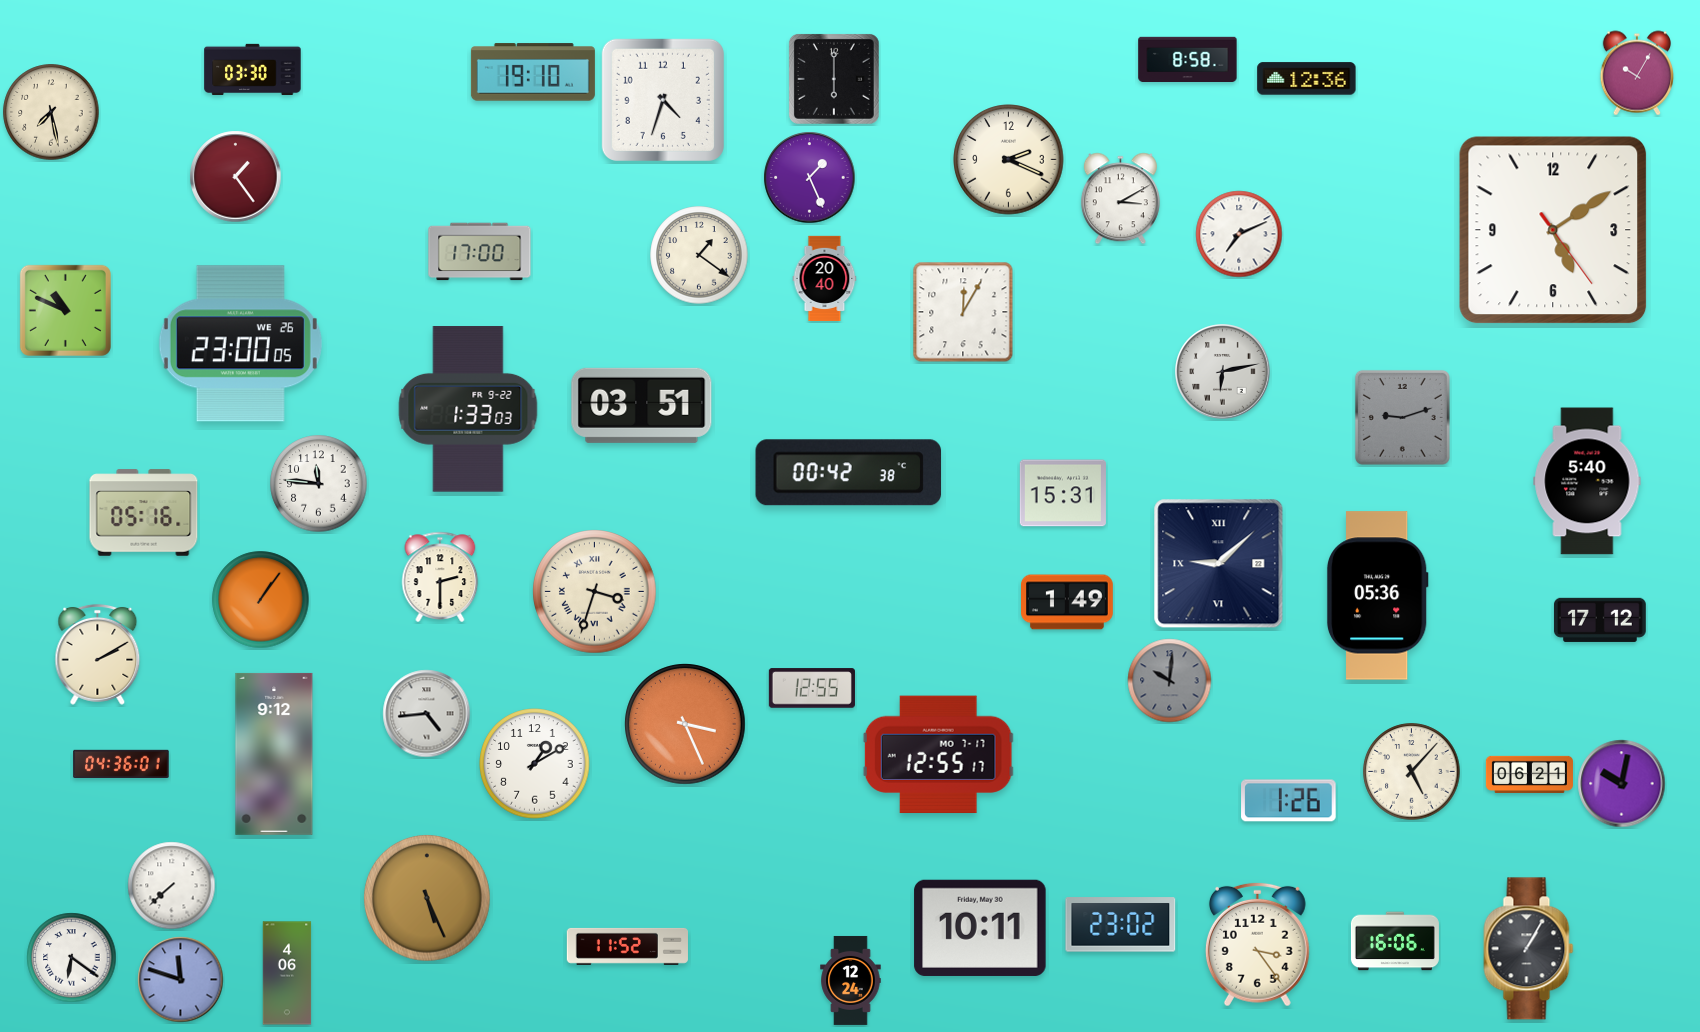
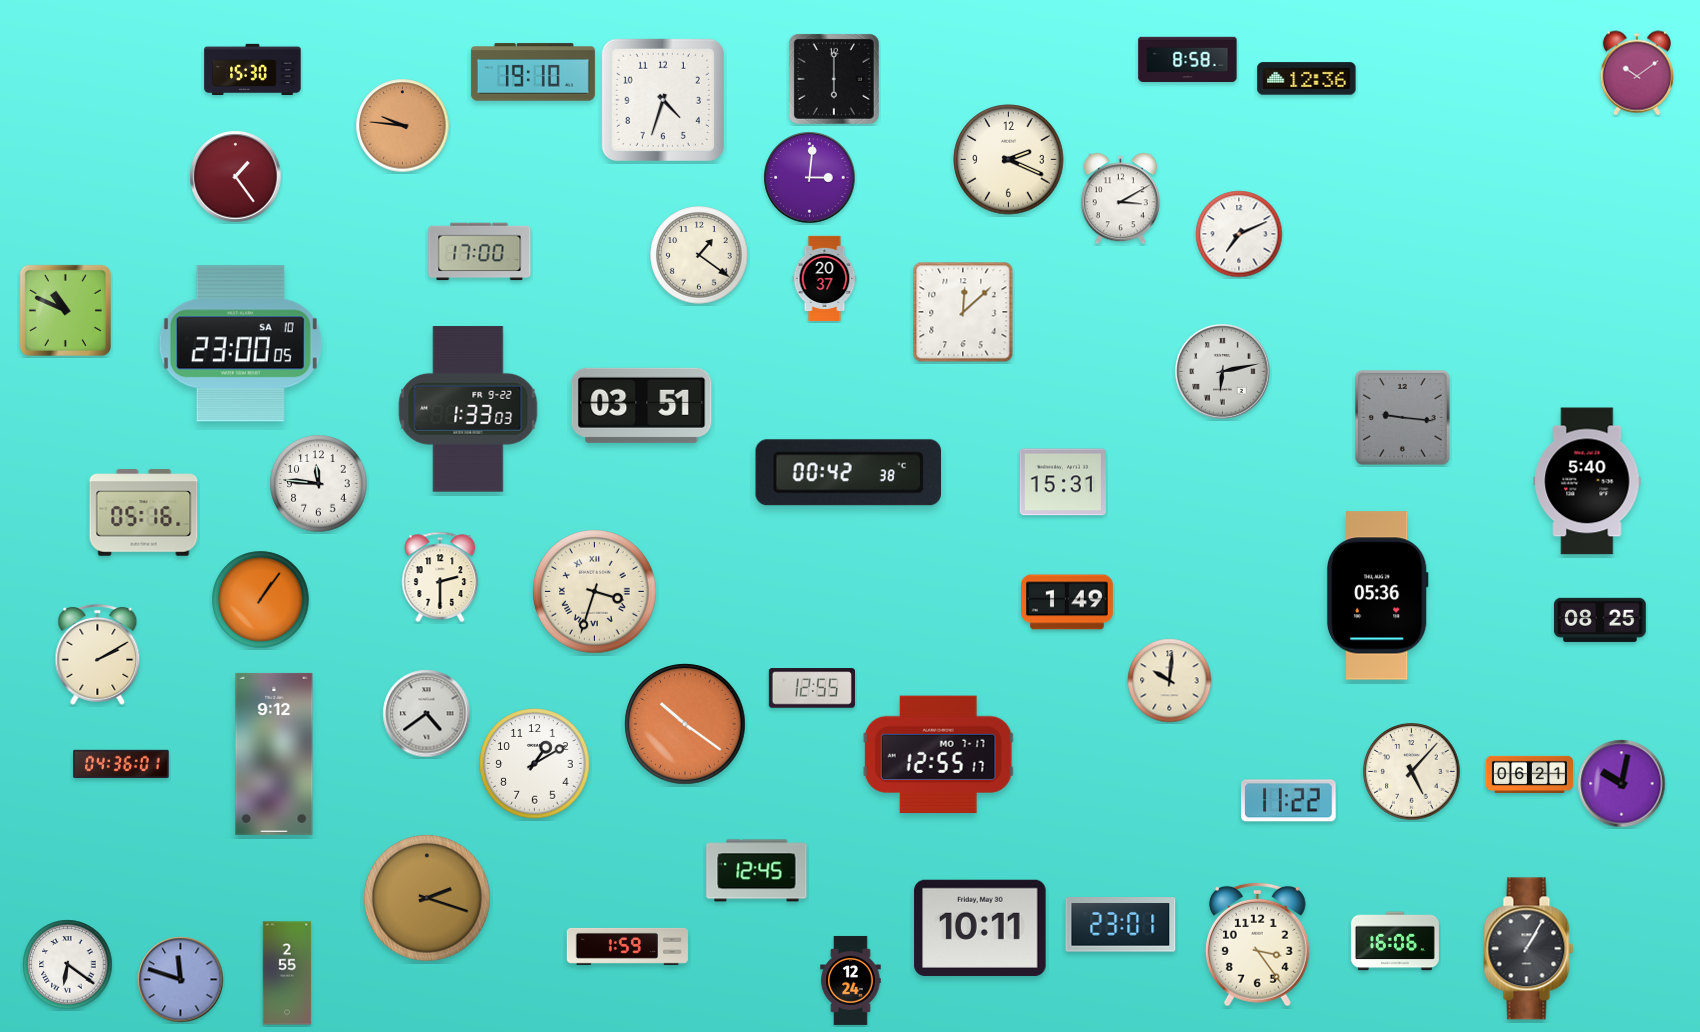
clock at (253, 69): 03:30 -> 15:30
clock at (1636, 73): 10:05 -> 10:09
clock at (51, 112): 7:28 -> none
clock at (403, 126): none -> 9:46
clock at (810, 178): 1:26 -> 3:01
clock at (1553, 230): 5:09 -> none
clock at (825, 278): 20:40 -> 20:37
clock at (963, 312): 12:05 -> 12:08
clock at (240, 344) date: WE 26 -> SA 10
clock at (1402, 417): 9:12 -> 9:16
clock at (1063, 493) position: (1063, 493) -> (1063, 482)
clock at (1219, 564): 9:08 -> none
clock at (1600, 620): 17:12 -> 08:25
clock at (1170, 681) dial: grey -> cream
clock at (427, 714): 4:44 -> 4:39
clock at (685, 724): 3:26 -> 10:21
clock at (1289, 801): 1:26 -> 11:22
clock at (757, 871): none -> 12:45
clock at (172, 886): 7:38 -> none
clock at (428, 899): 5:26 -> 2:18
clock at (1121, 925): 23:02 -> 23:01
clock at (627, 946): 11:52 -> 1:59
clock at (72, 958) position: (72, 958) -> (68, 965)
clock at (287, 973): 4:06 -> 2:55
